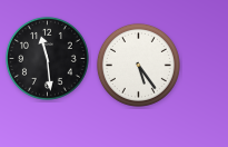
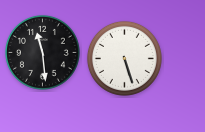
clock at (138, 65): 5:24 -> 5:27
